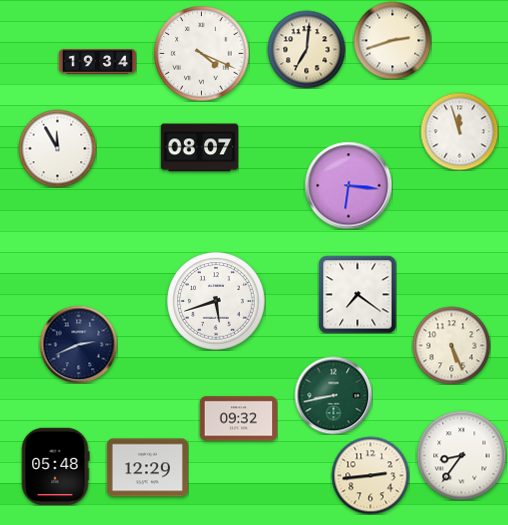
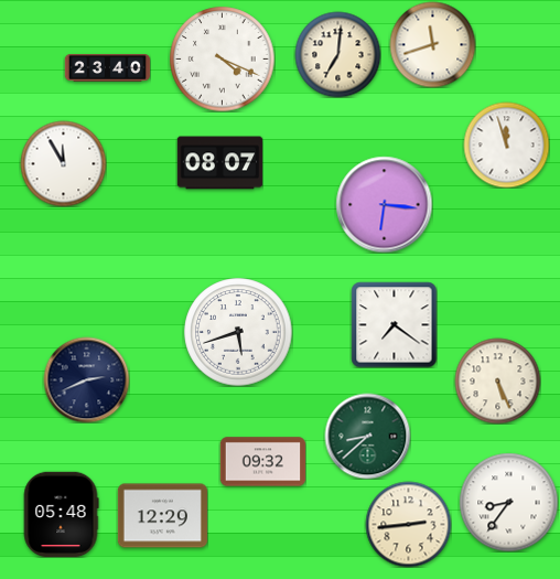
clock at (392, 40): 2:42 -> 11:42
clock at (97, 62): 19:34 -> 23:40
clock at (333, 395): 8:43 -> 8:38
